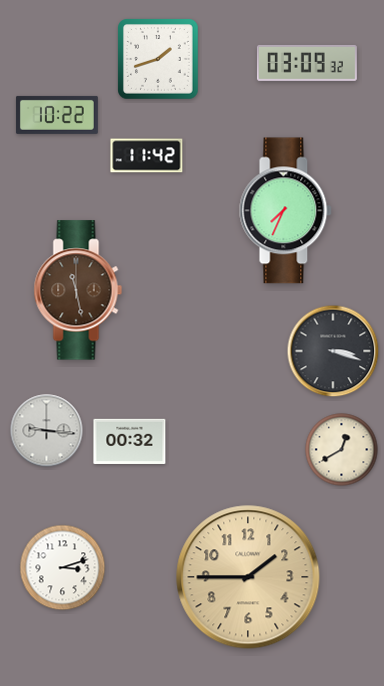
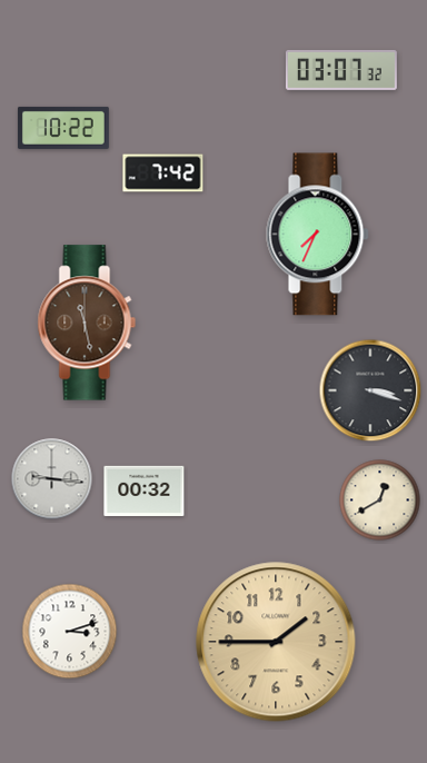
clock at (158, 59): 1:42 -> none
clock at (307, 63): 03:09 -> 03:07
clock at (147, 156): 11:42 -> 7:42
